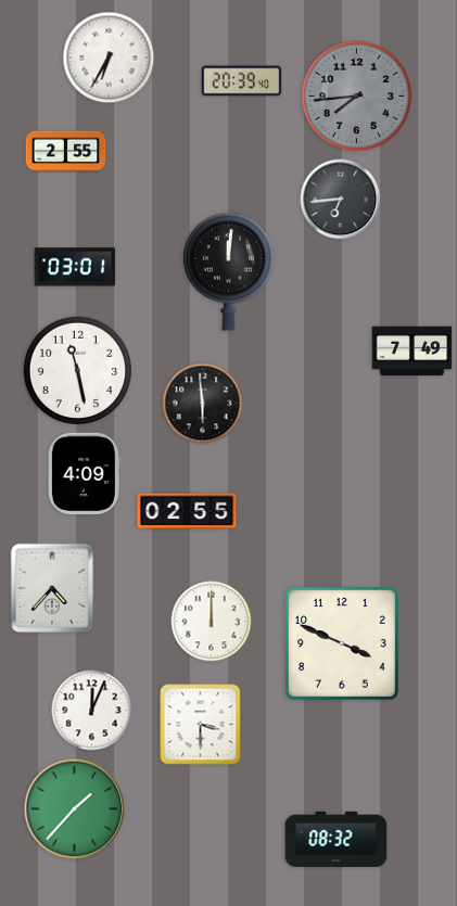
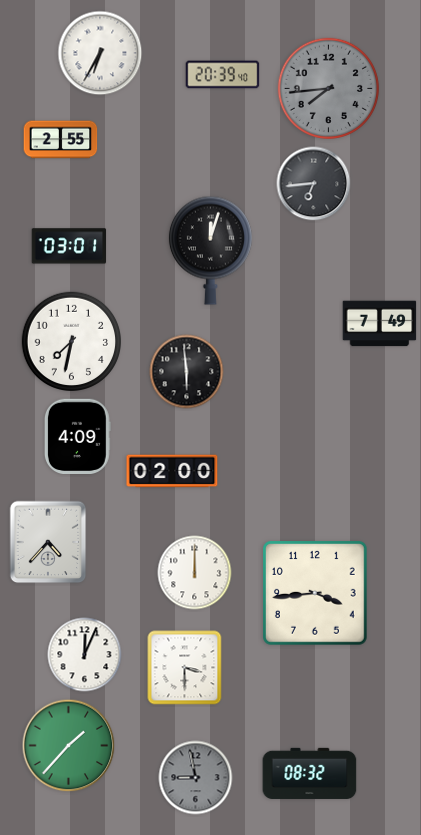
clock at (228, 271): 12:01 -> 12:03
clock at (77, 370): 11:28 -> 7:32
clock at (187, 511): 02:55 -> 02:00
clock at (343, 645): 3:49 -> 3:44
clock at (196, 778): none -> 8:58
